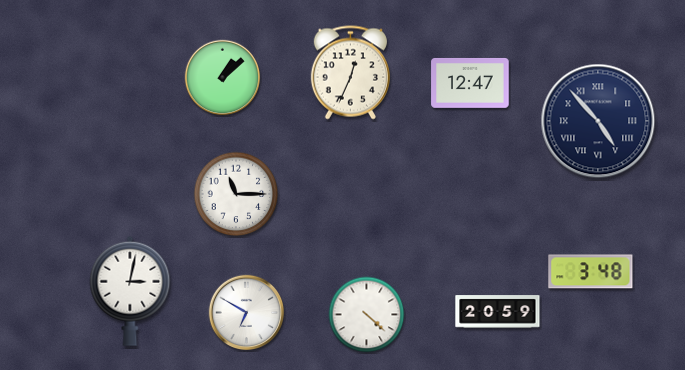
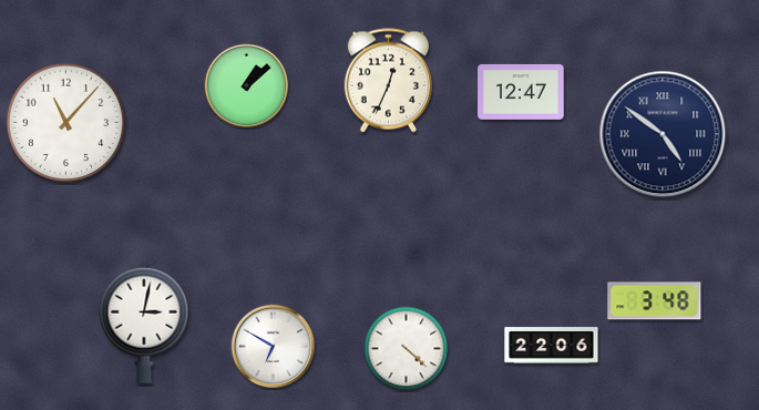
clock at (66, 123): none -> 11:07
clock at (598, 121): 4:53 -> 4:51
clock at (236, 194): 11:15 -> none
clock at (498, 312): 20:59 -> 22:06
